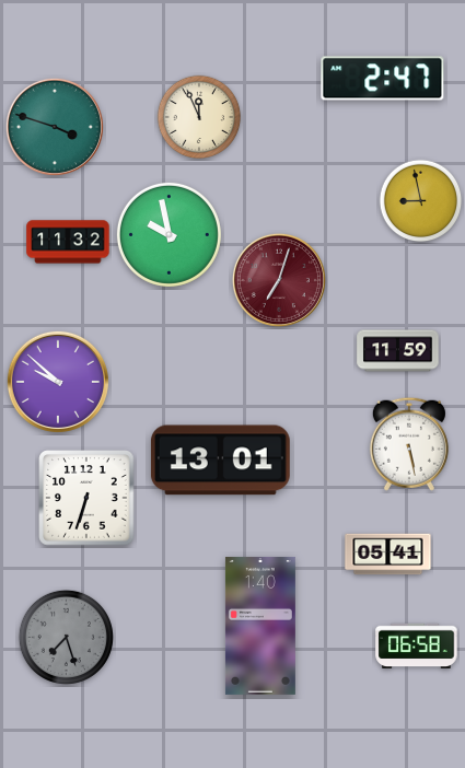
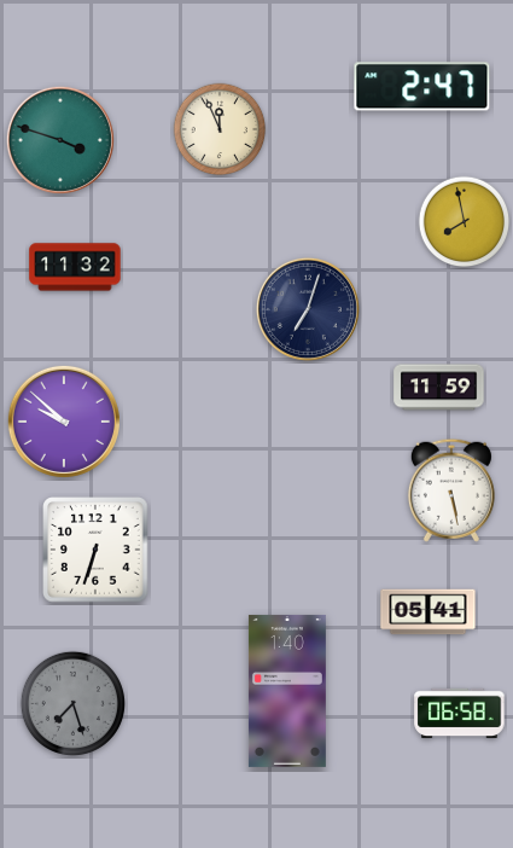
clock at (421, 201): 8:58 -> 7:58
clock at (168, 234): 9:58 -> none
clock at (279, 280) dial: burgundy -> navy
clock at (220, 461): 13:01 -> none
